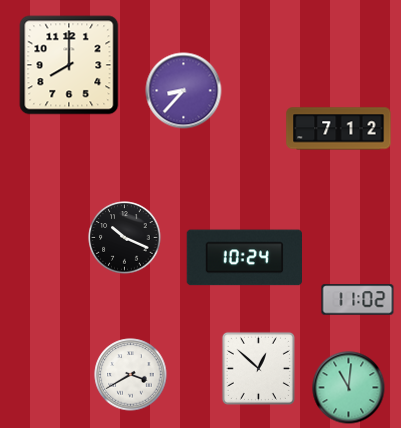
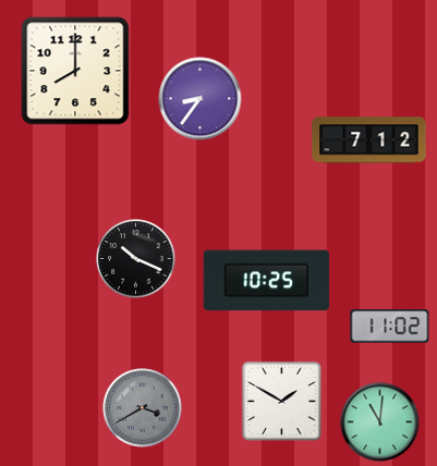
clock at (184, 91): 8:37 -> 8:36
clock at (244, 258): 10:24 -> 10:25
clock at (258, 368): 12:52 -> 1:50
clock at (131, 375) dial: white -> grey
